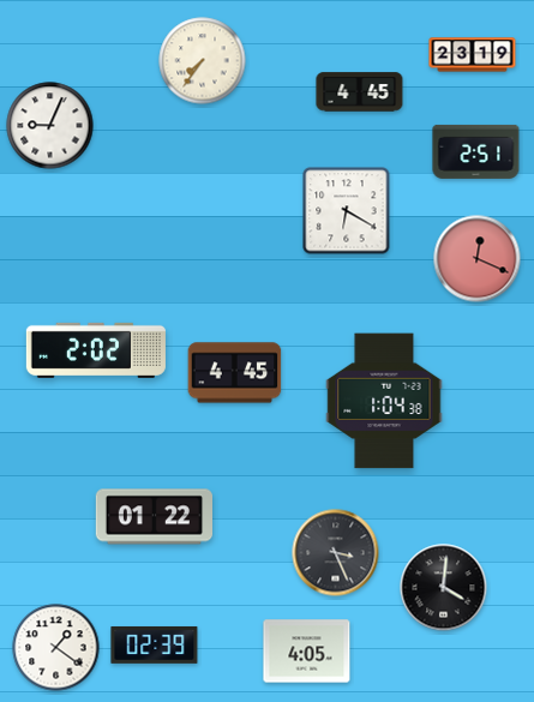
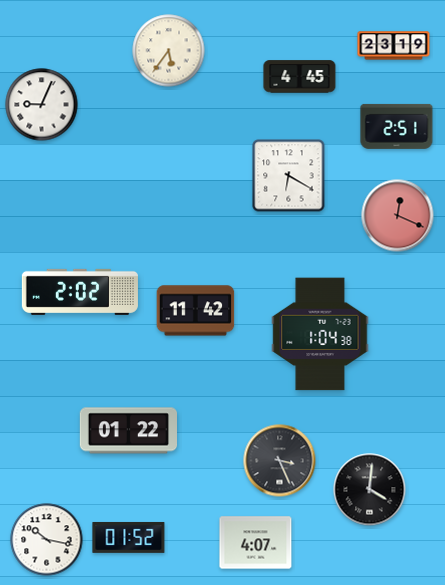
clock at (203, 61): 7:36 -> 5:36
clock at (235, 373): 4:45 -> 11:42
clock at (155, 644): 02:39 -> 01:52
clock at (56, 648): 1:21 -> 10:17
clock at (307, 652): 4:05 -> 4:07
